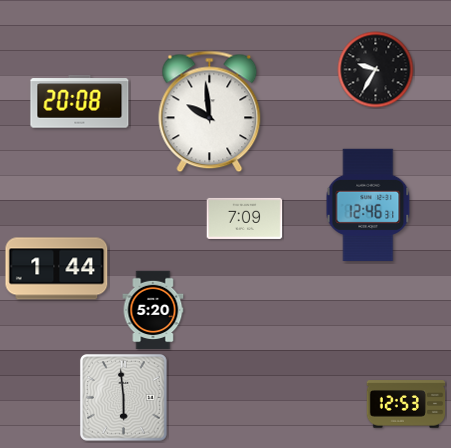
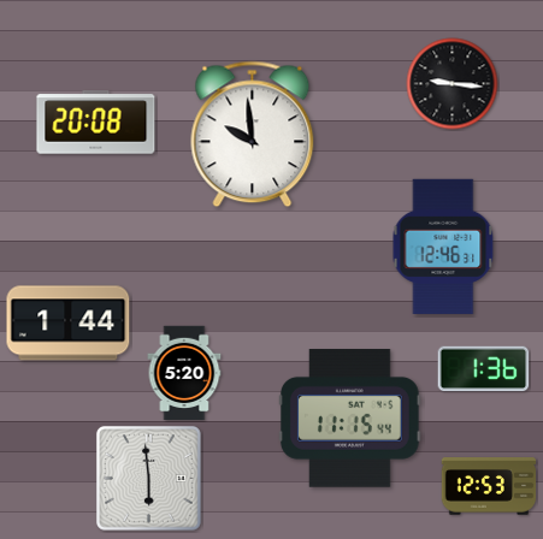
clock at (376, 70): 9:35 -> 9:16
clock at (245, 218): 7:09 -> none
clock at (484, 369): none -> 1:36
clock at (349, 419): none -> 11:15
